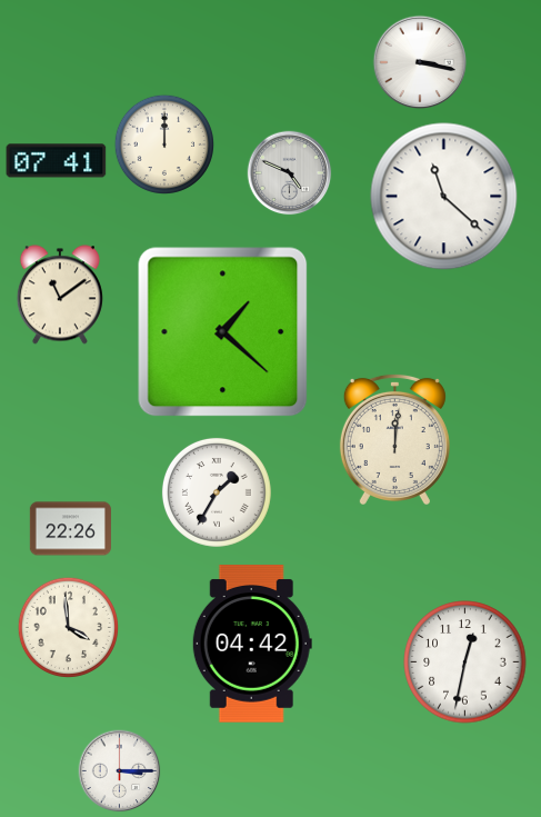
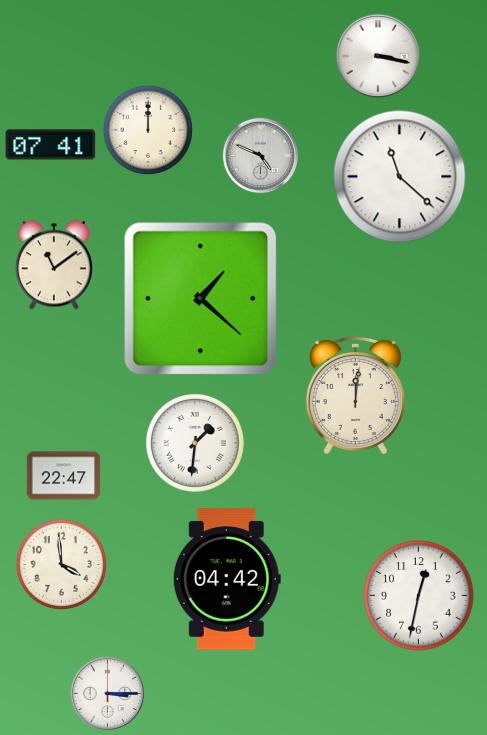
clock at (217, 492): 1:35 -> 1:31
clock at (70, 529): 22:26 -> 22:47
